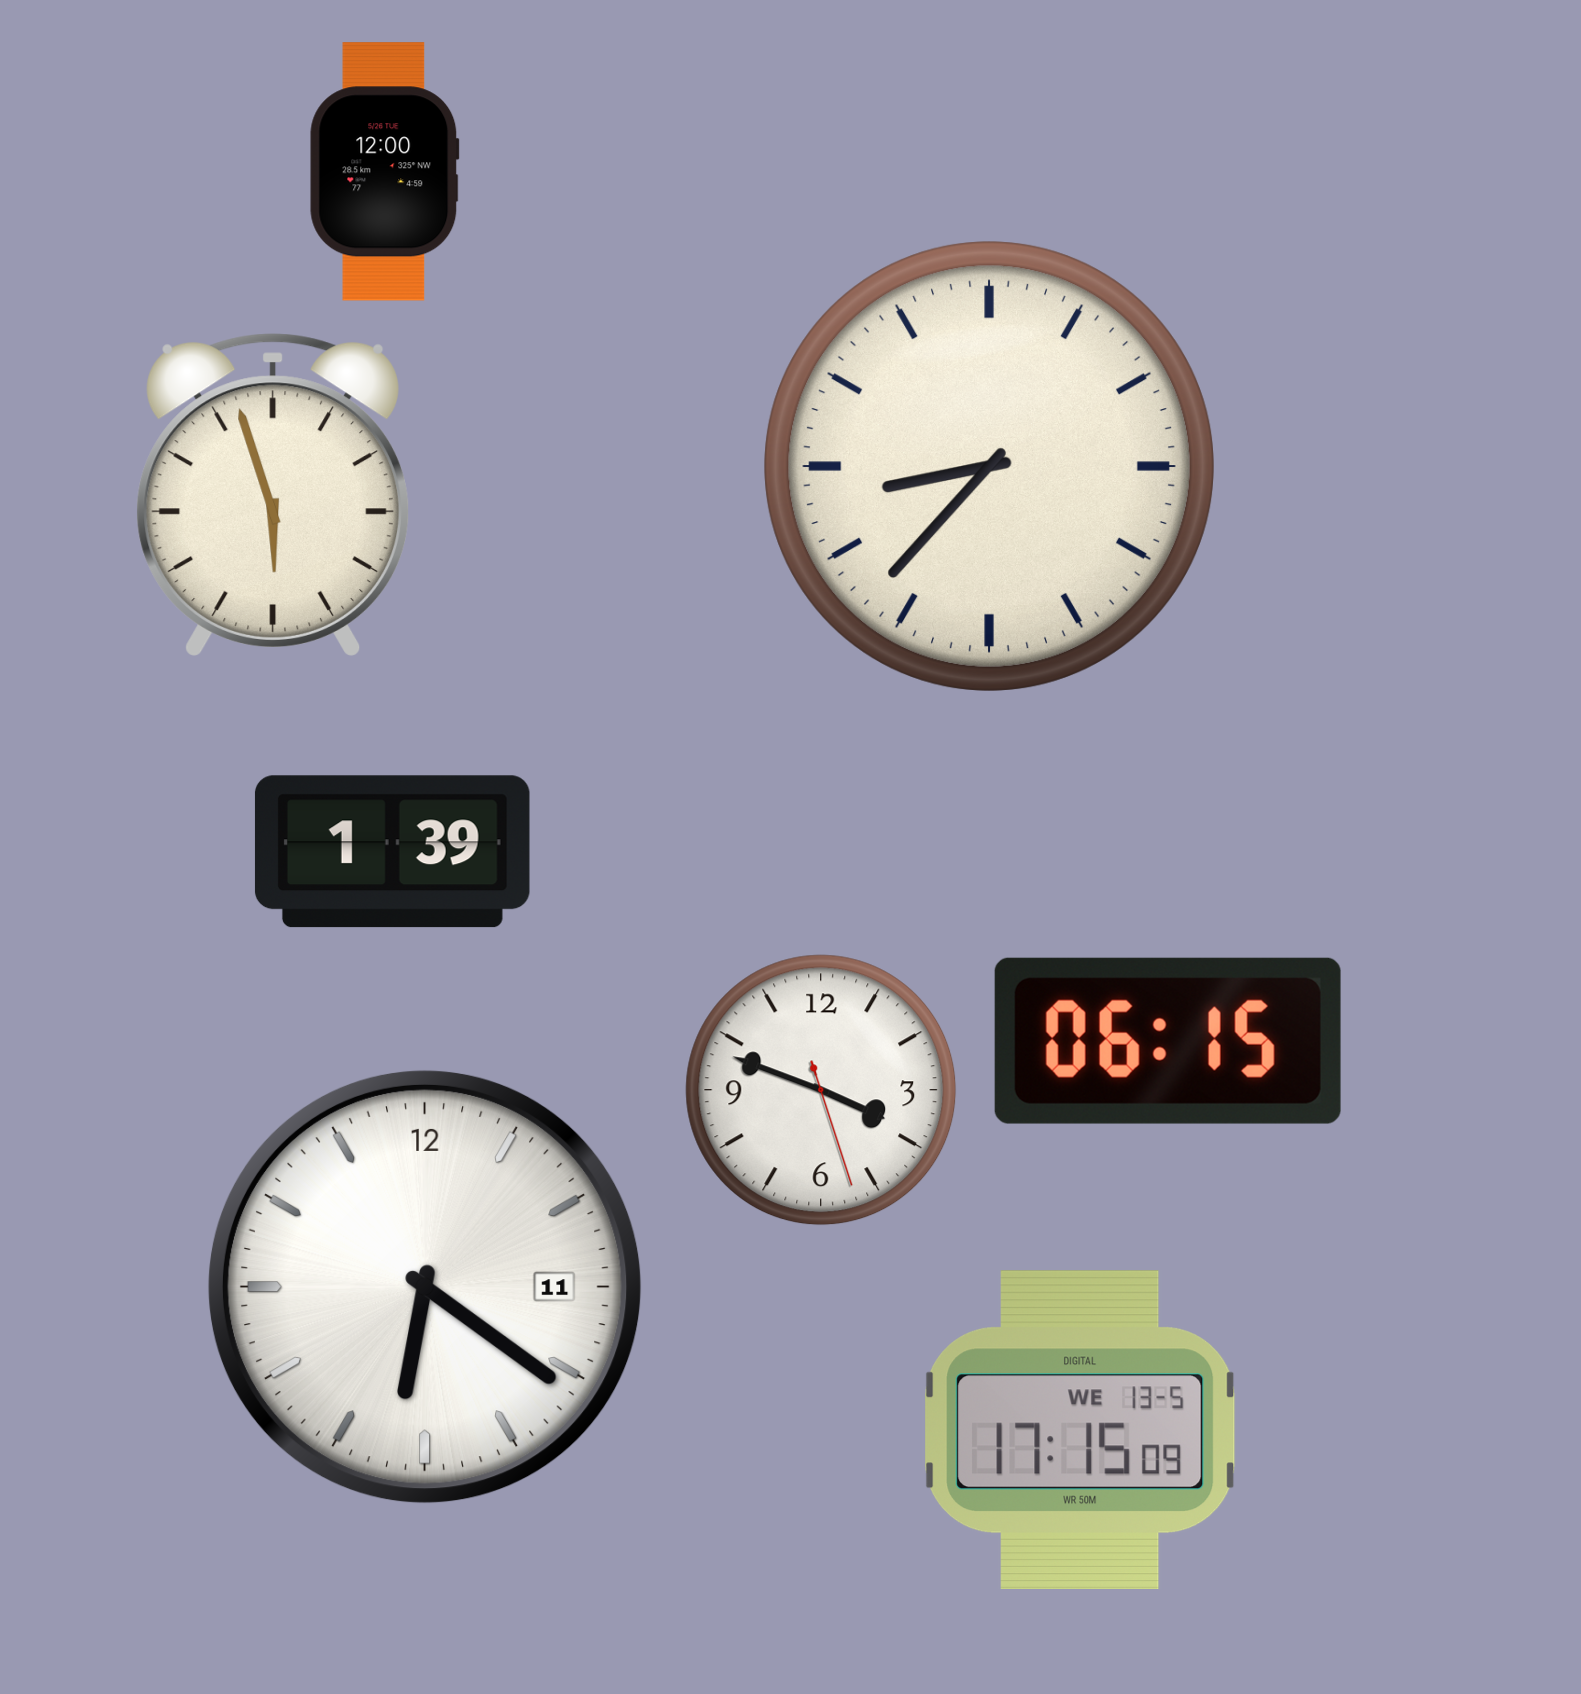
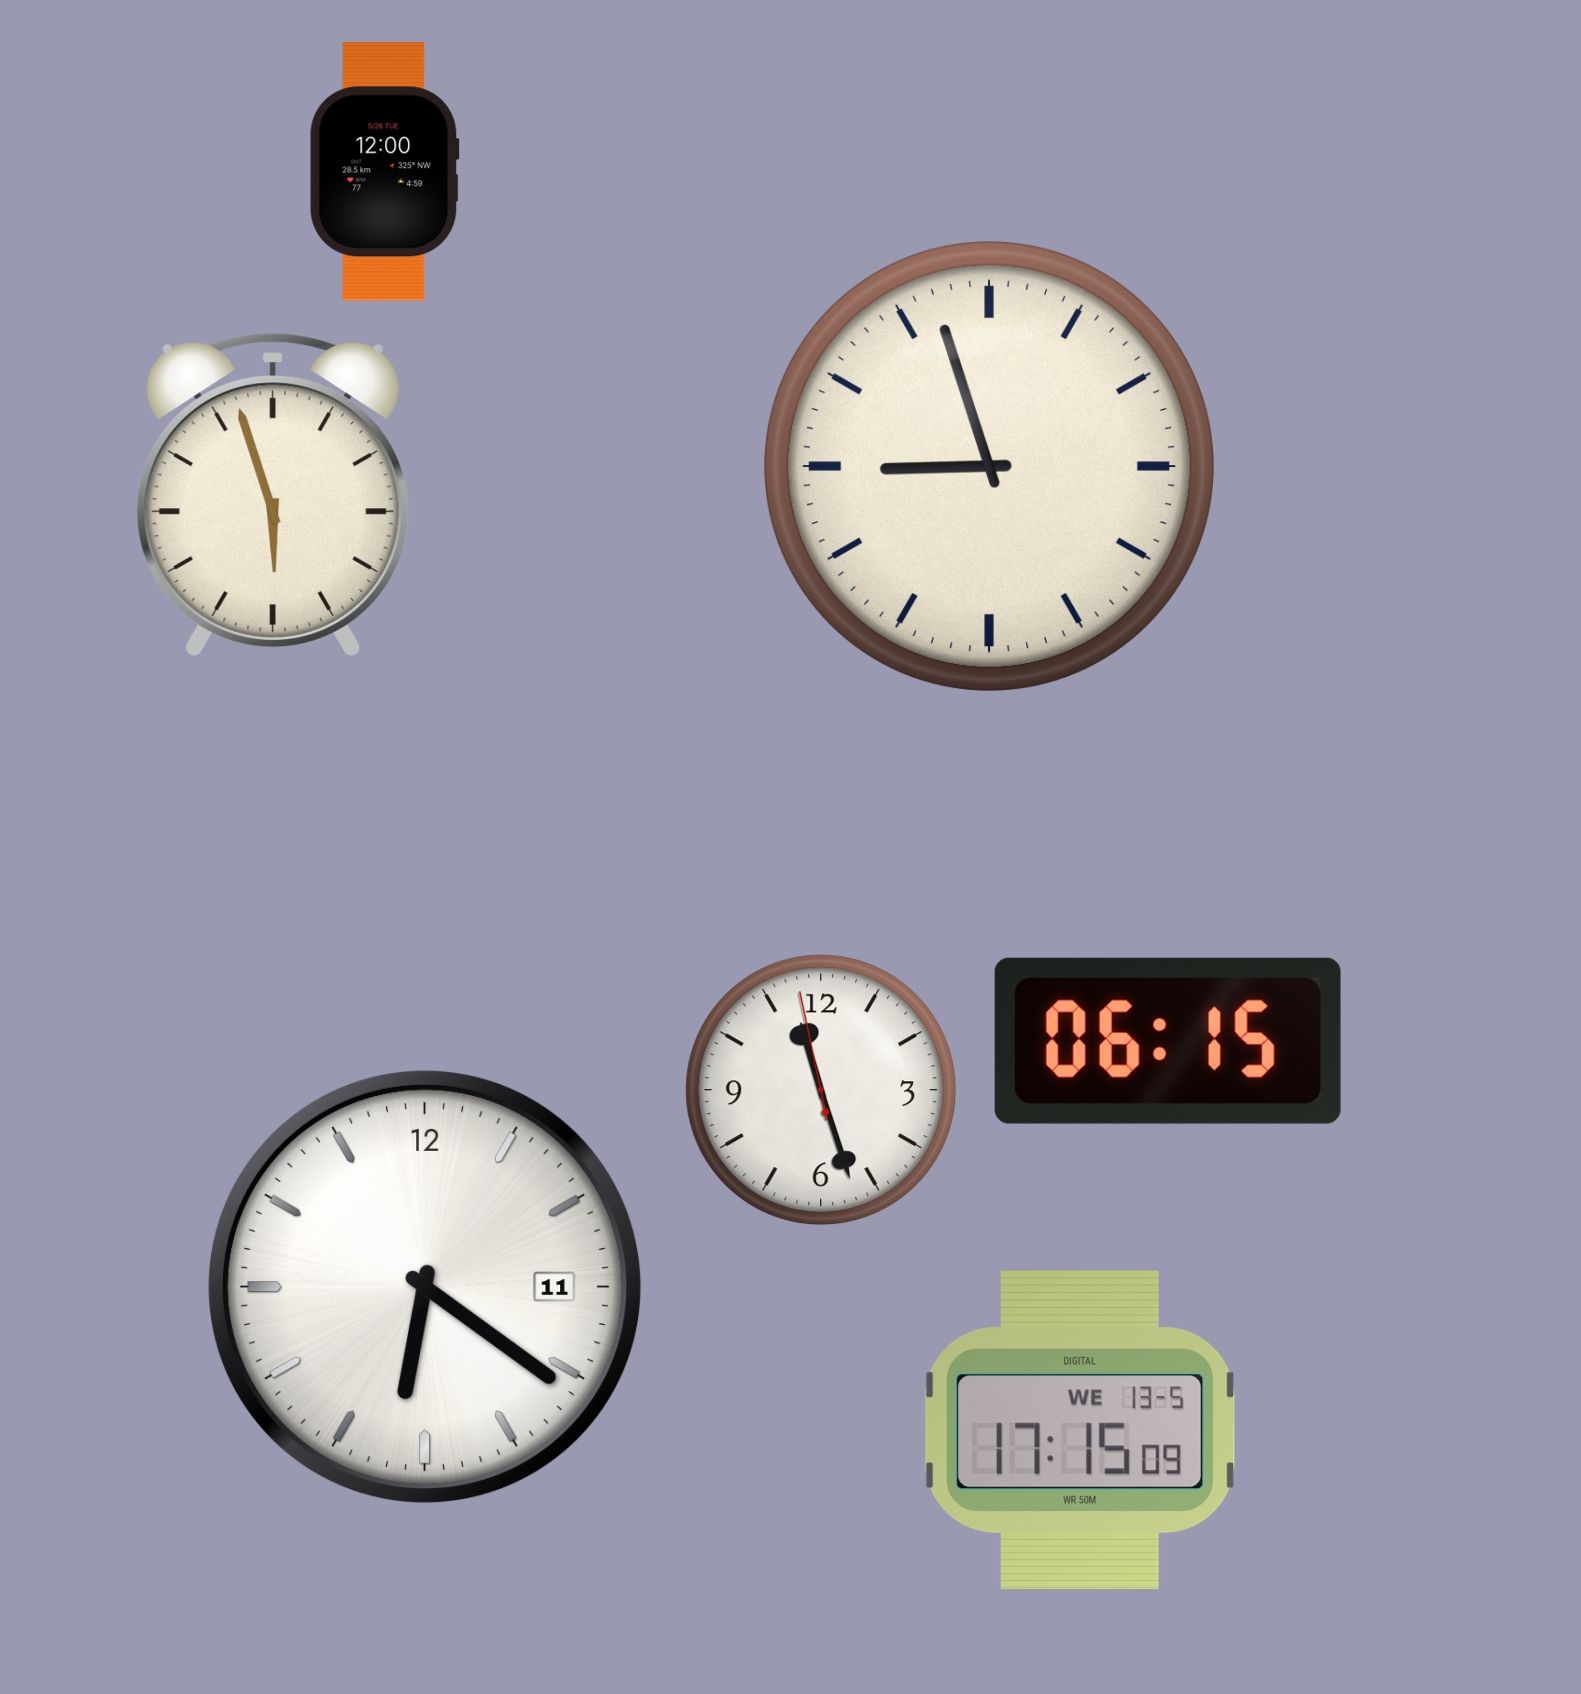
clock at (989, 466): 8:37 -> 8:57
clock at (392, 852): 1:39 -> none
clock at (821, 1090): 3:48 -> 11:26
